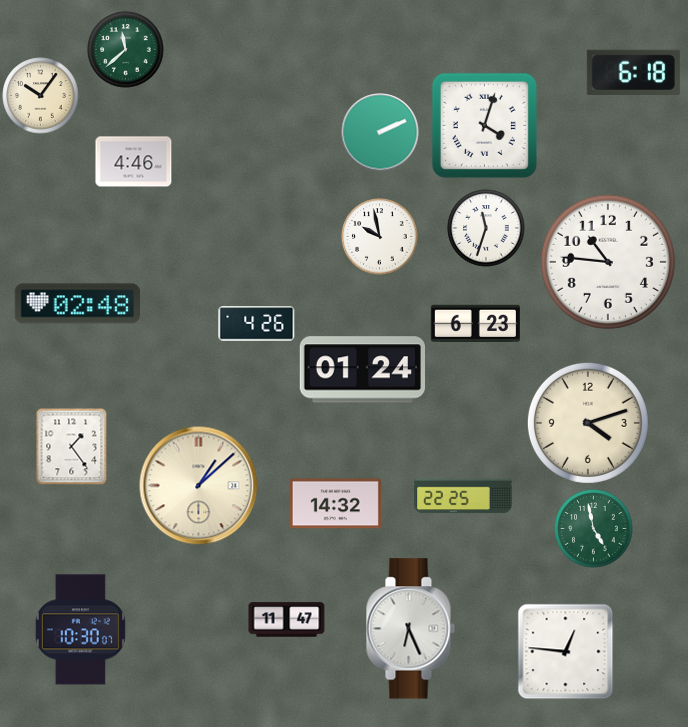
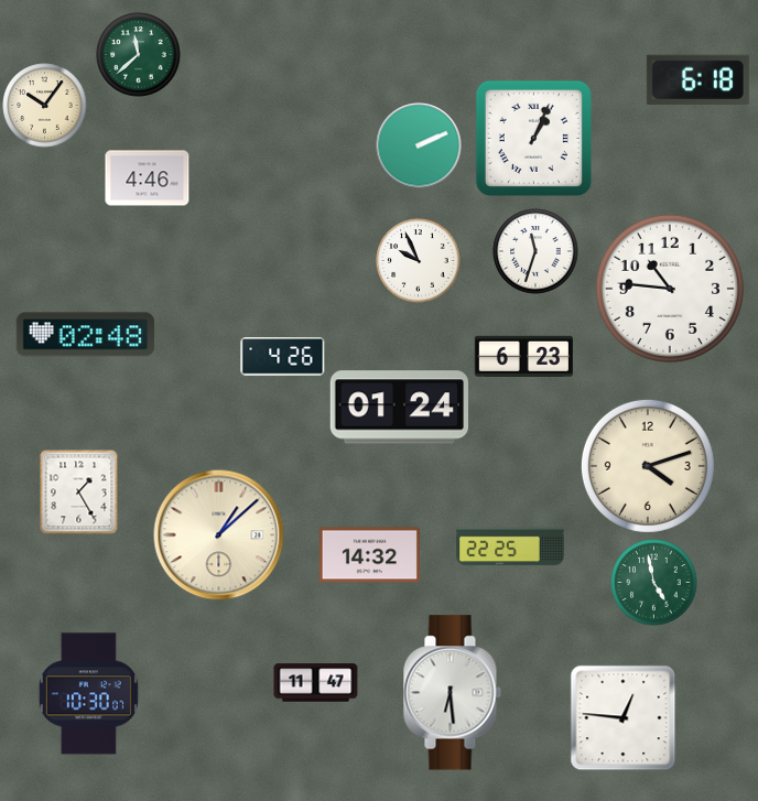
clock at (484, 125): 4:03 -> 1:04
clock at (380, 237): 9:58 -> 9:56
clock at (72, 446): 1:24 -> 1:25
clock at (410, 629): 6:26 -> 6:29
